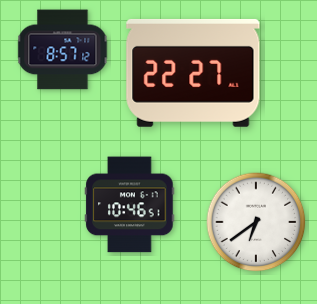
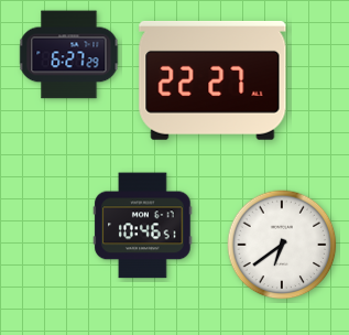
clock at (63, 50): 8:57 -> 6:27
